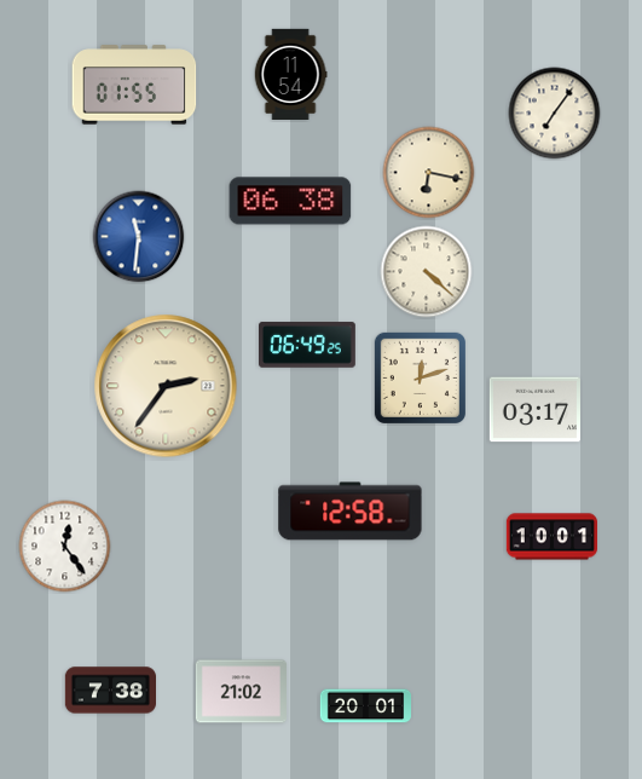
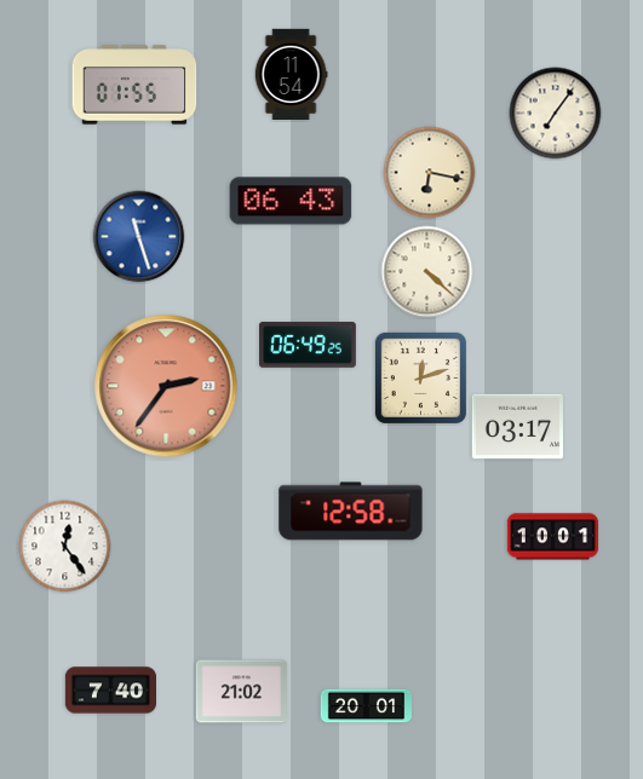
clock at (290, 201): 06:38 -> 06:43
clock at (139, 237): 11:31 -> 11:27
clock at (166, 386) dial: cream -> salmon
clock at (534, 410) position: (534, 410) -> (517, 427)
clock at (110, 691): 7:38 -> 7:40
